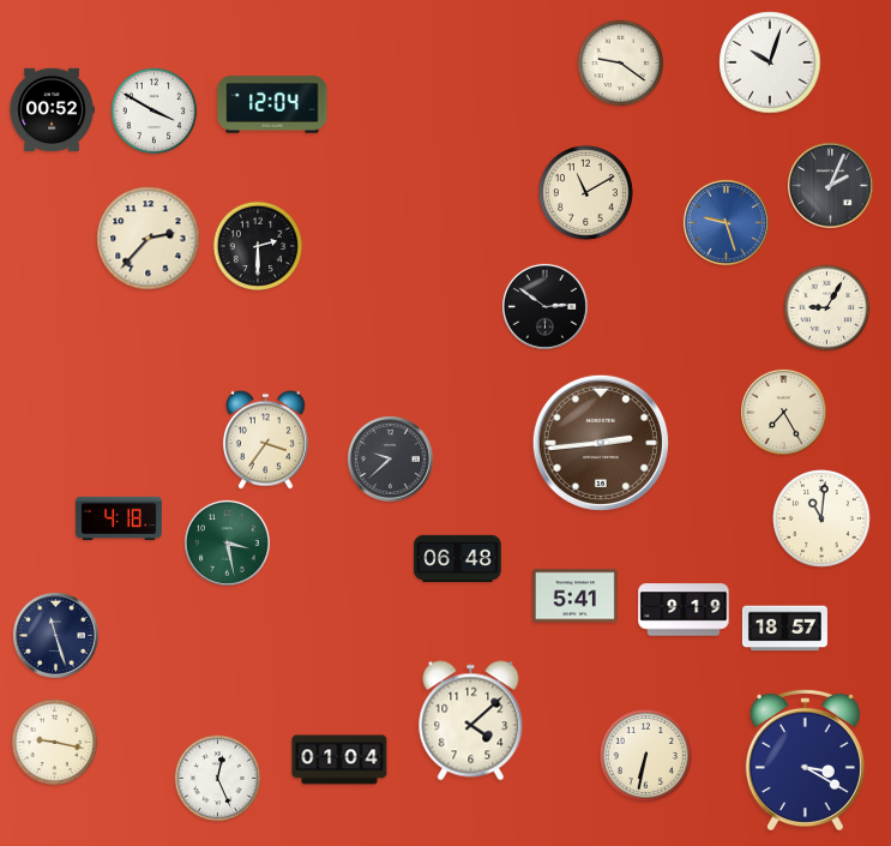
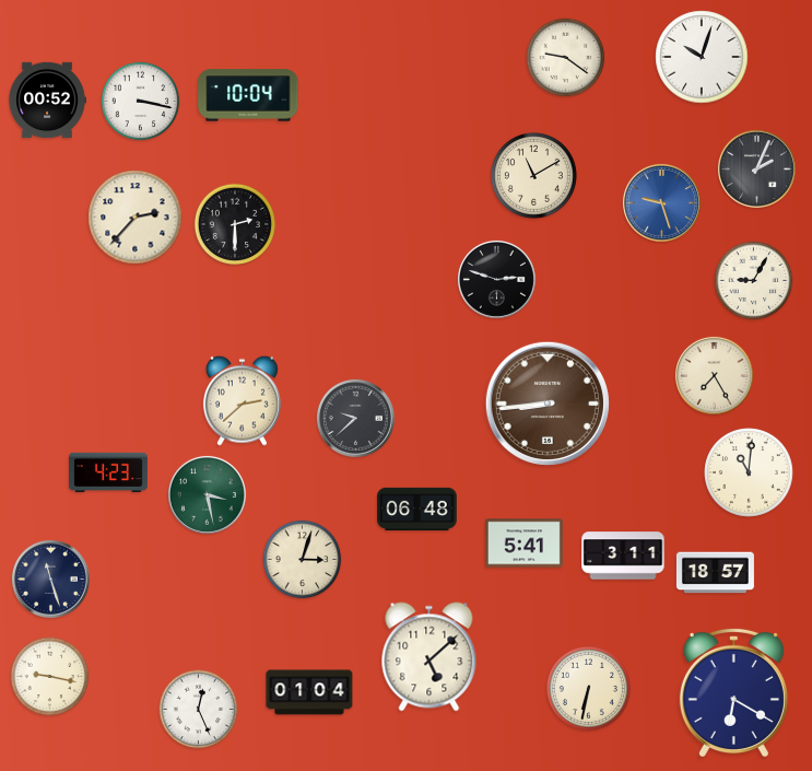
clock at (272, 104): 12:04 -> 10:04
clock at (155, 112): 3:50 -> 3:17
clock at (544, 306): 2:51 -> 2:48
clock at (265, 439): 3:36 -> 2:38
clock at (601, 443): 2:44 -> 8:44
clock at (120, 517): 4:18 -> 4:23
clock at (684, 610): 9:19 -> 3:11
clock at (303, 560): none -> 3:03
clock at (471, 721): 4:08 -> 5:08
clock at (805, 758): 3:20 -> 6:20
